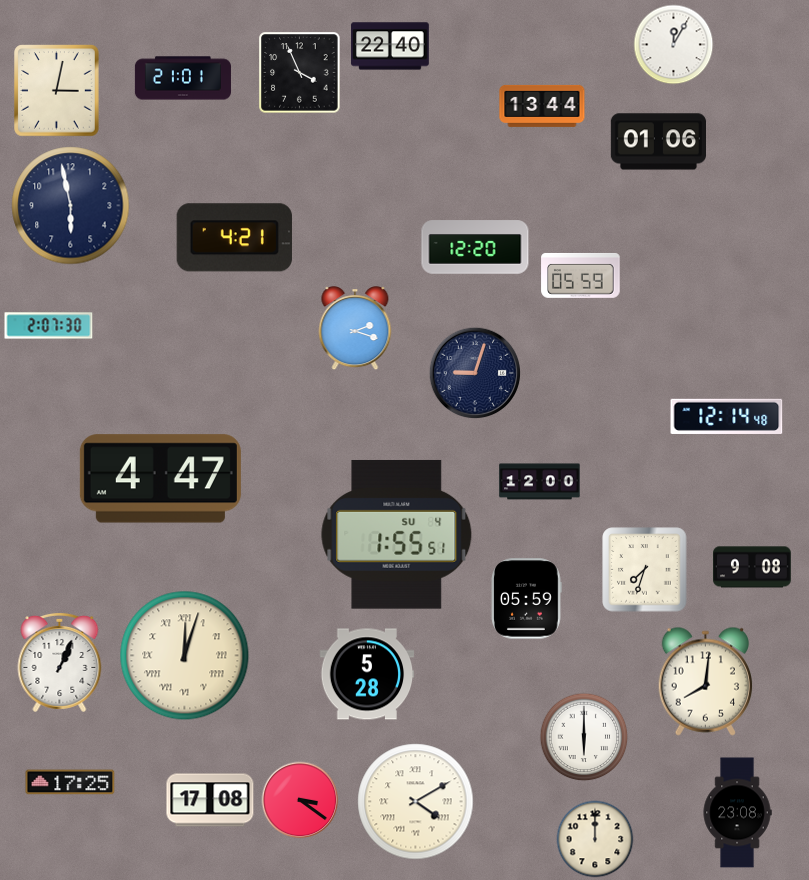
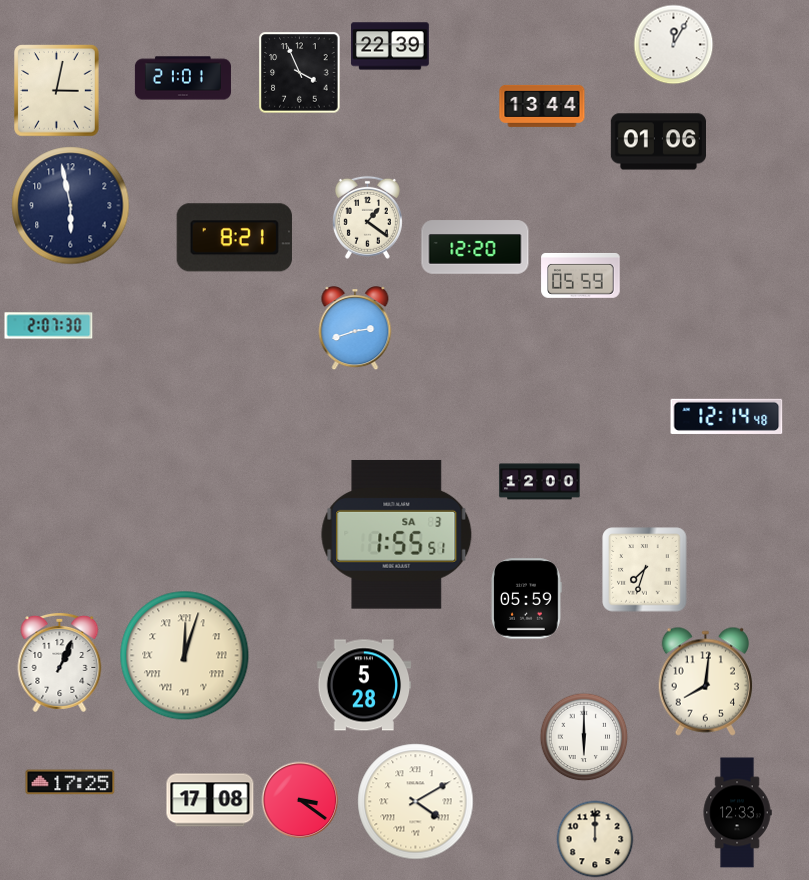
clock at (390, 46): 22:40 -> 22:39
clock at (367, 217): none -> 1:21
clock at (234, 238): 4:21 -> 8:21
clock at (355, 329): 2:18 -> 2:42
clock at (475, 373): 9:03 -> none
clock at (160, 479): 4:47 -> none
clock at (397, 534) date: SU 4 -> SA 3
clock at (752, 567): 9:08 -> none
clock at (367, 674) position: (367, 674) -> (364, 685)
clock at (737, 813): 23:08 -> 12:33
